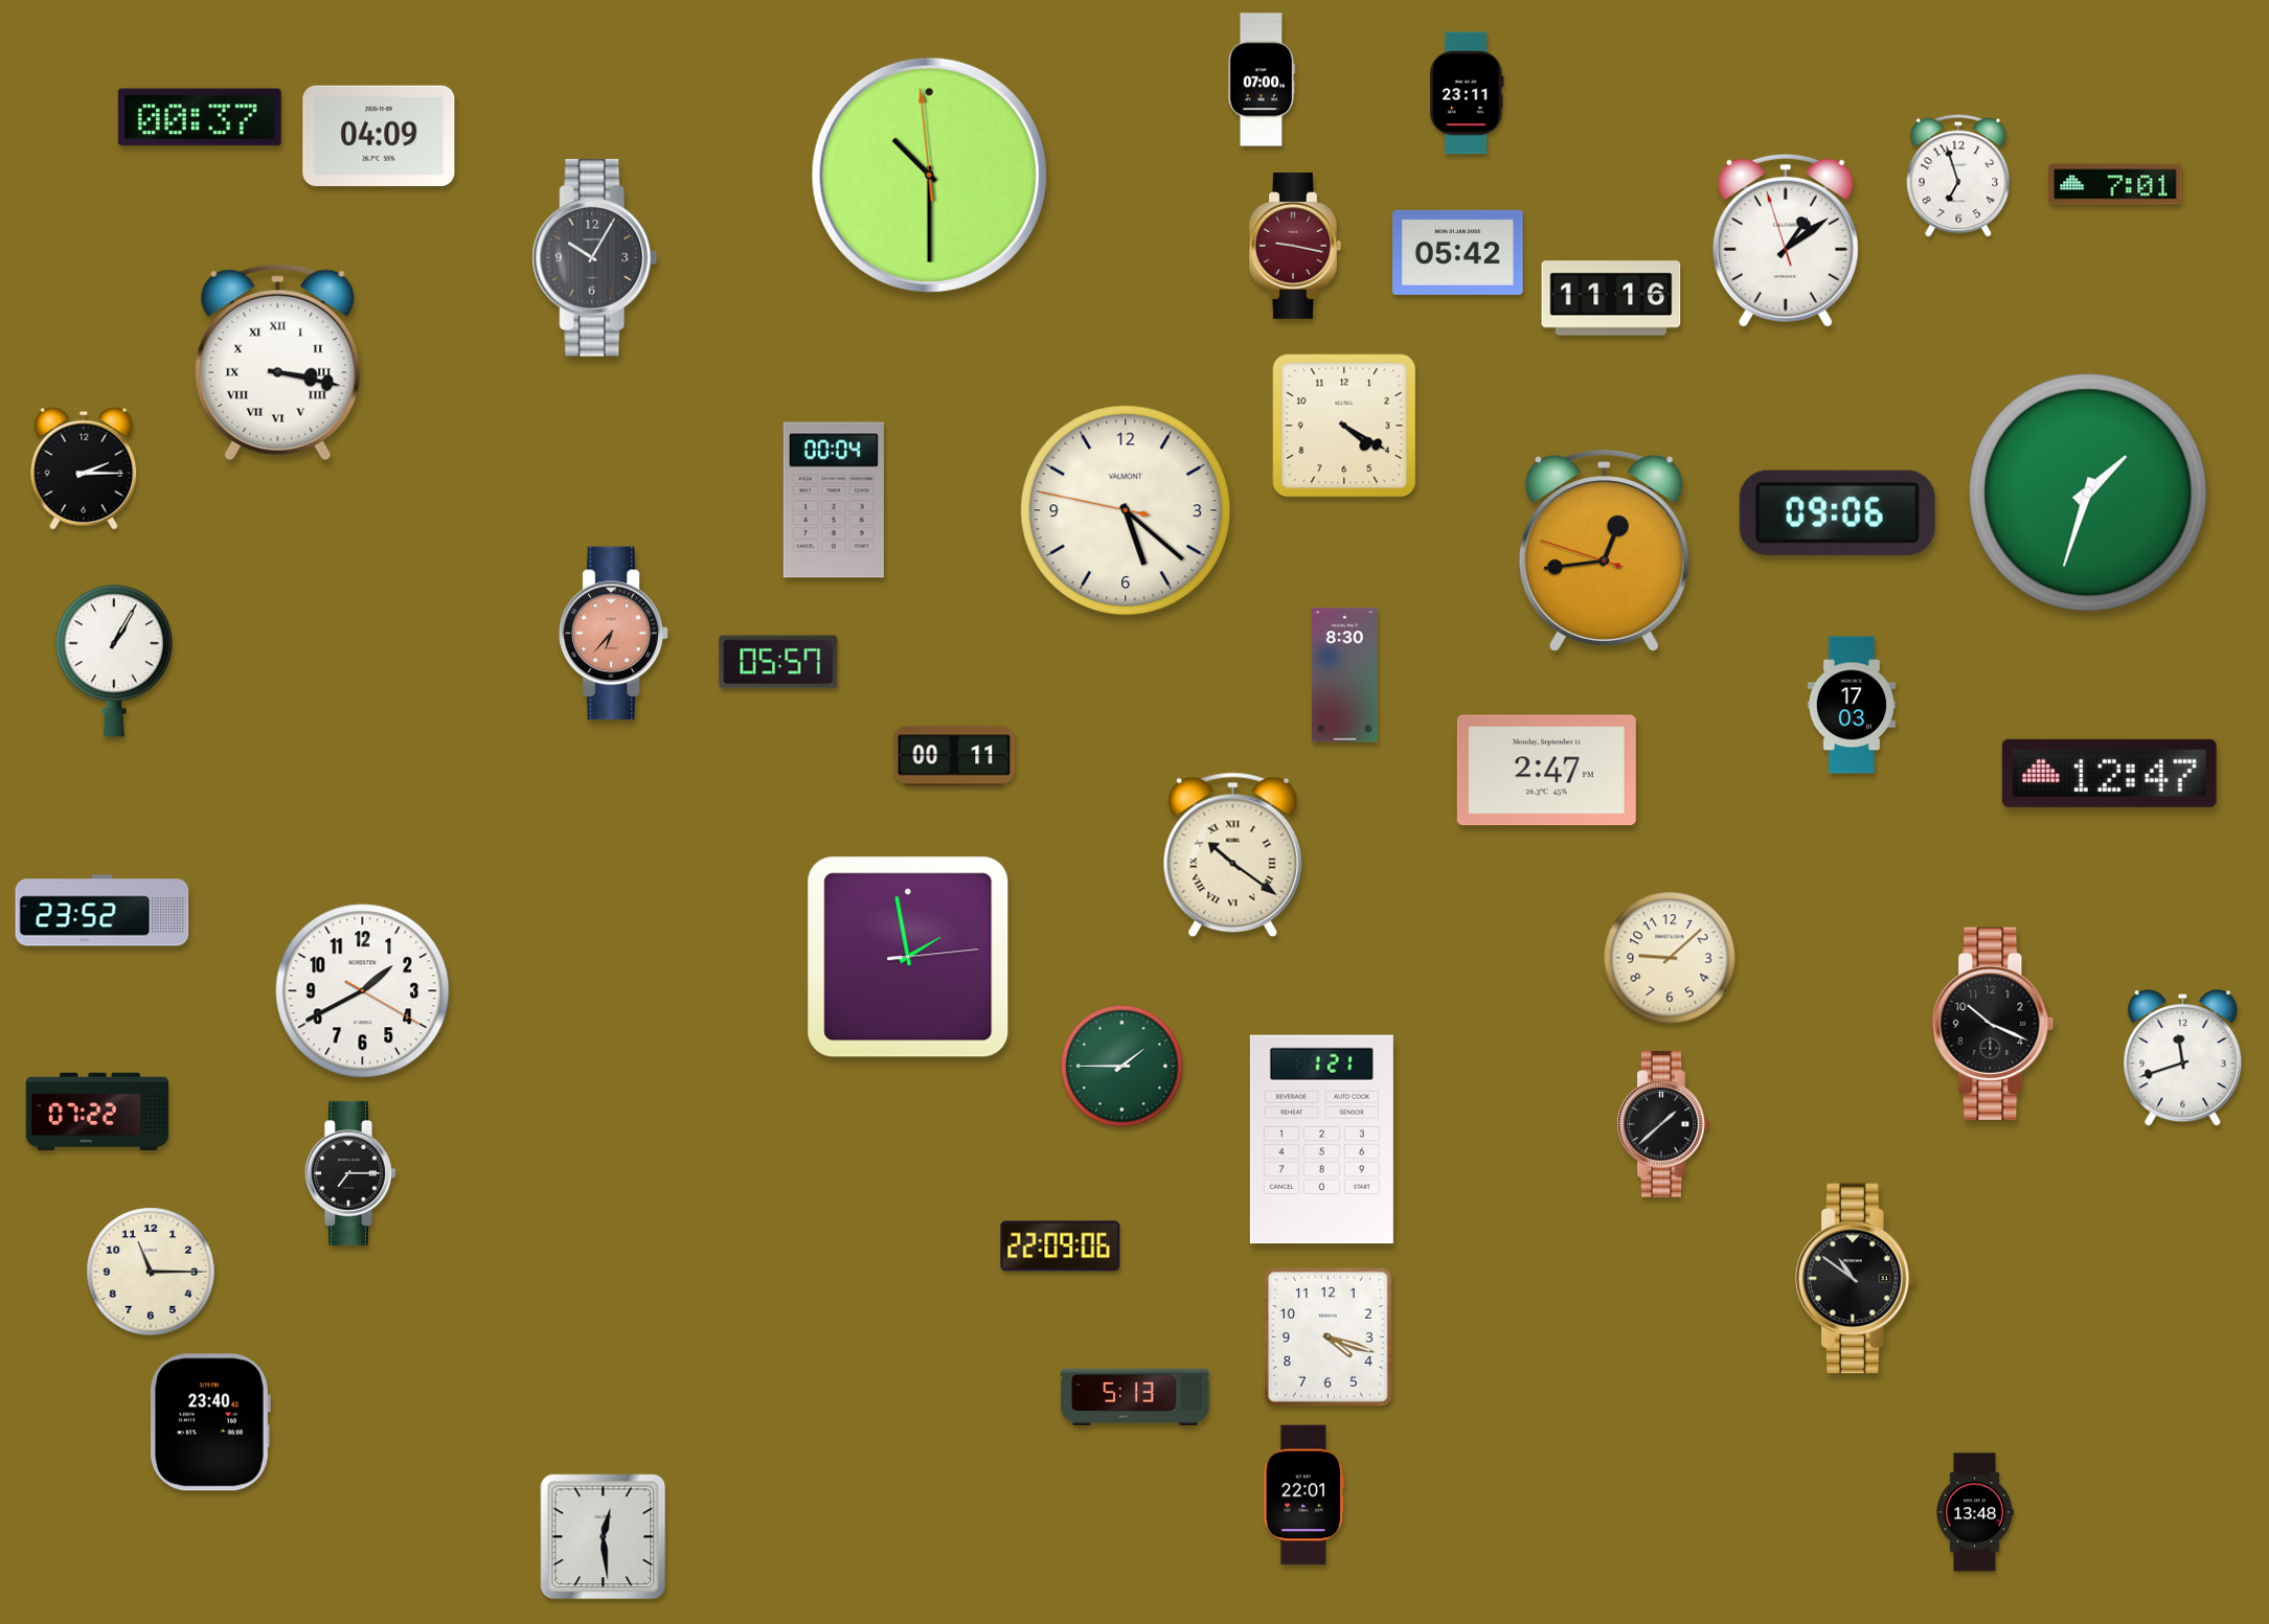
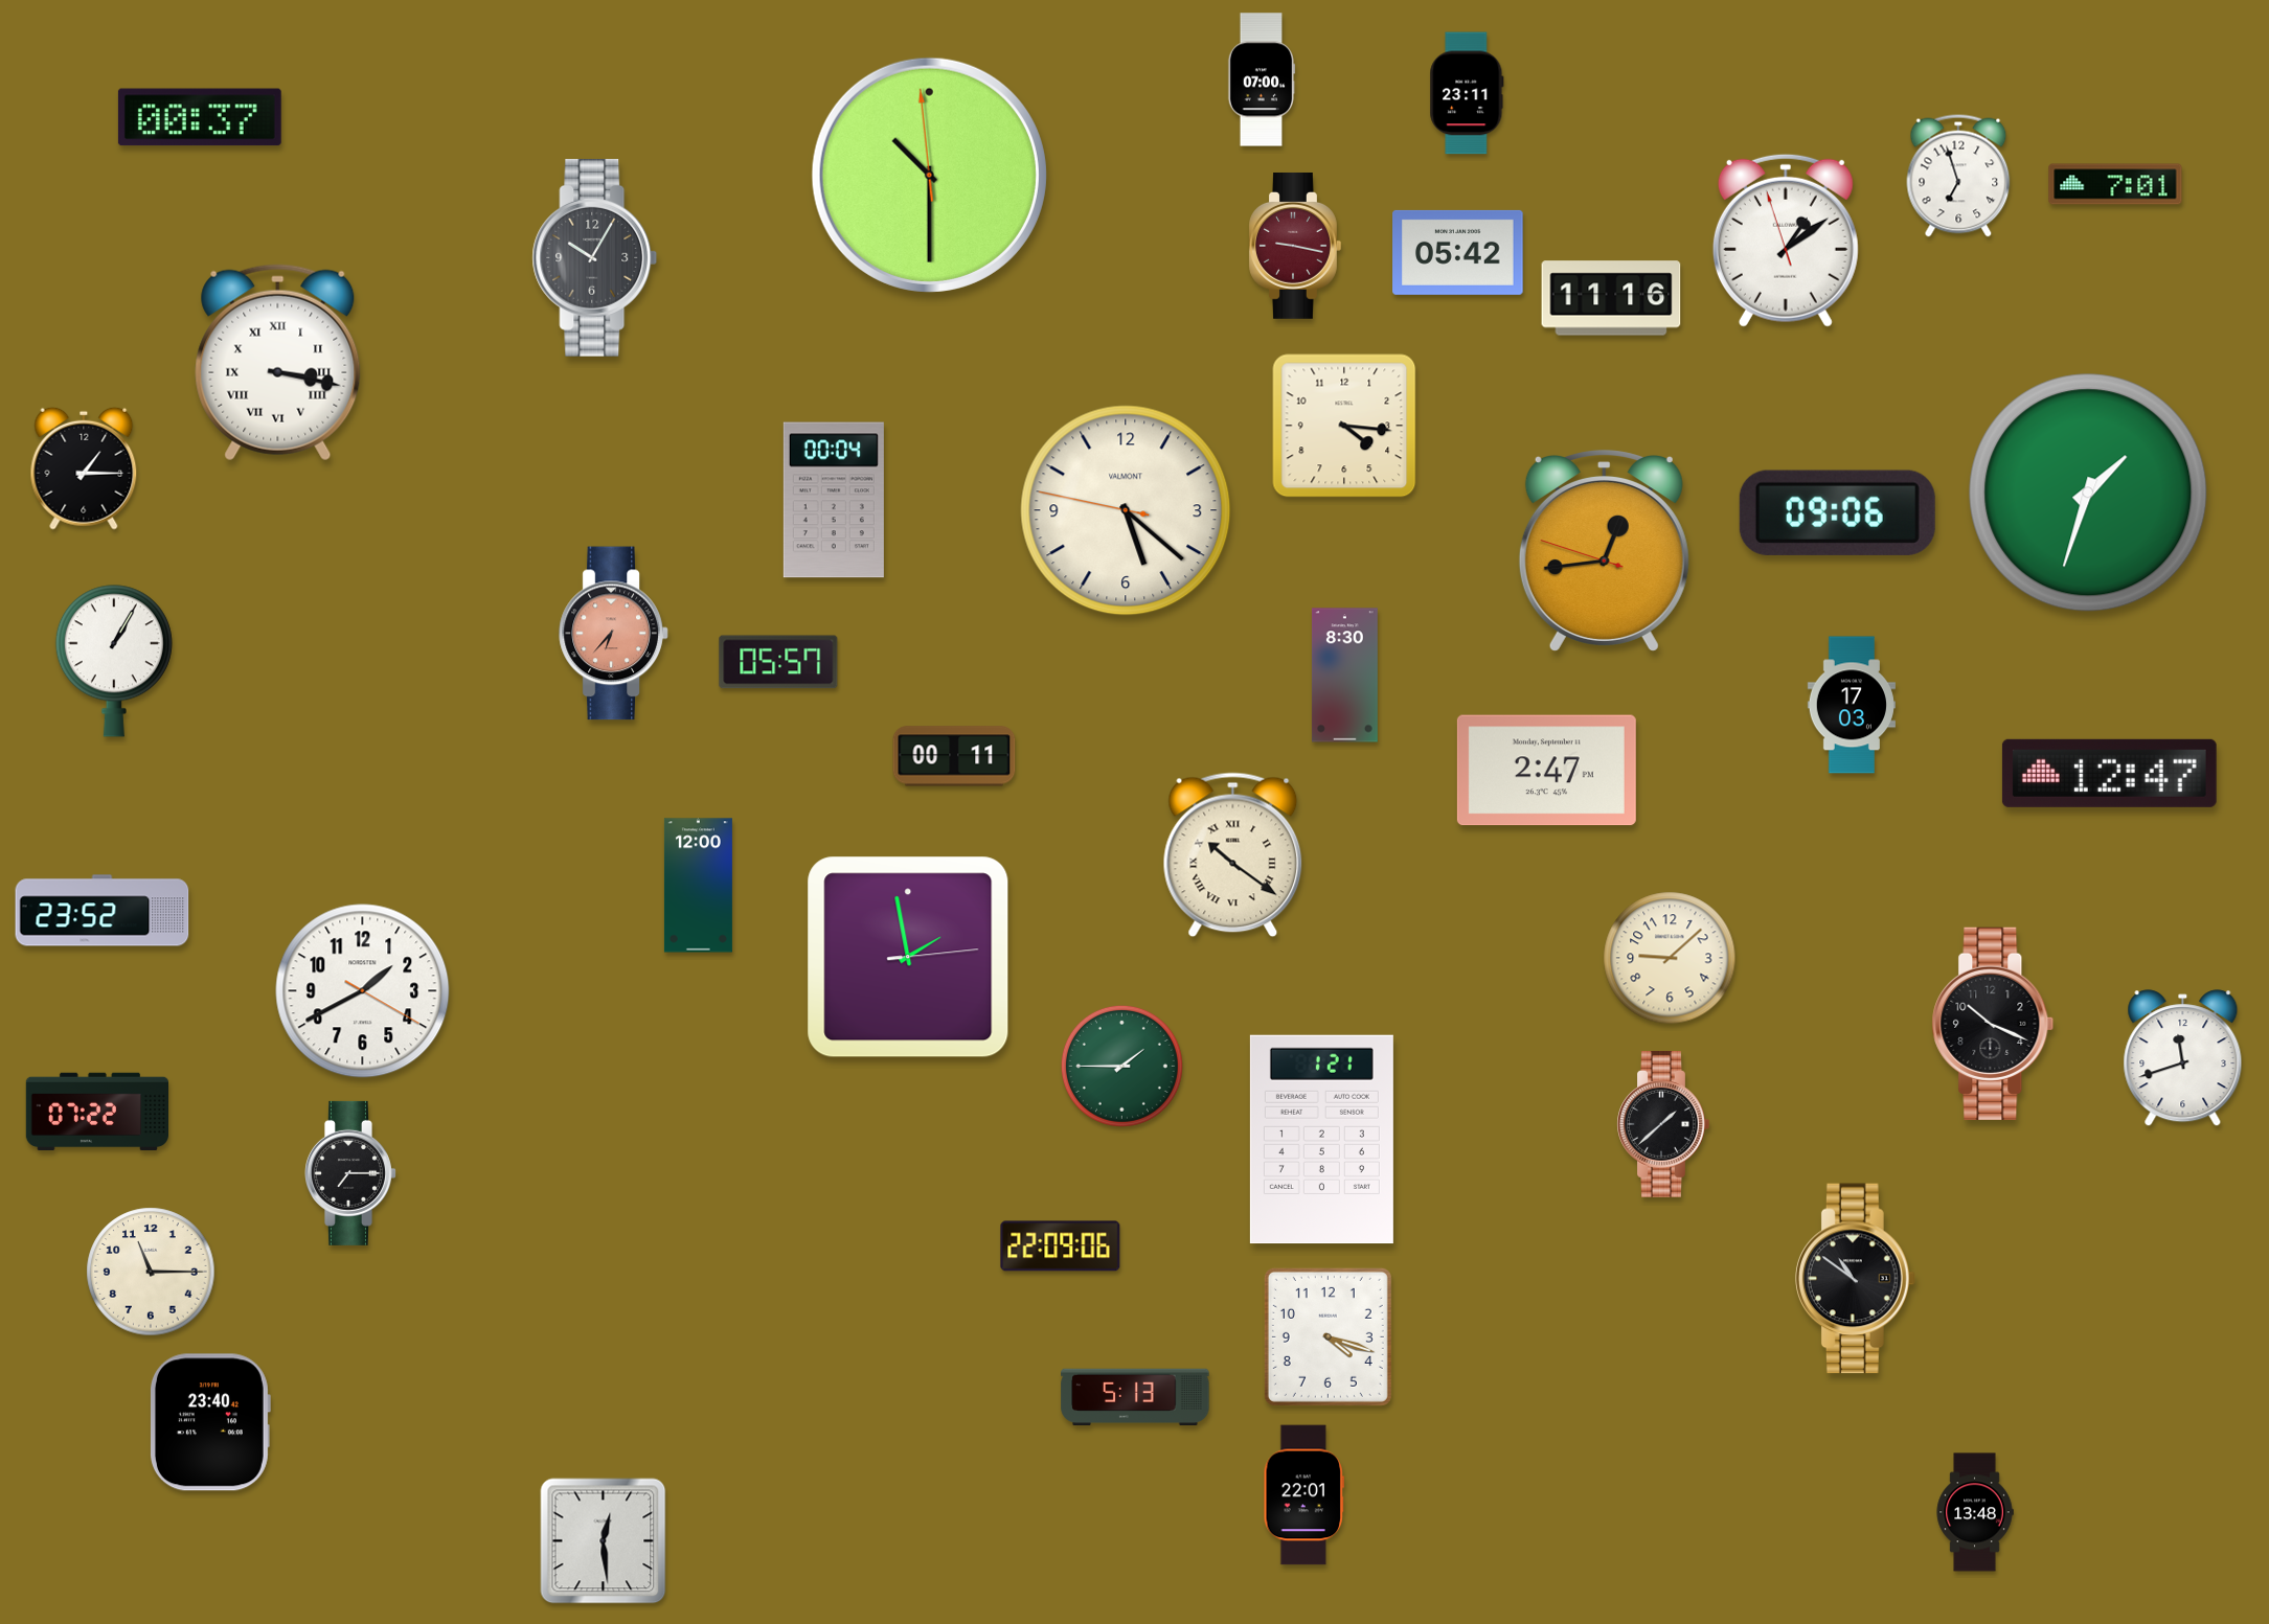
clock at (379, 135): 04:09 -> none
clock at (1344, 426): 4:20 -> 4:16
clock at (84, 468): 2:15 -> 1:15
clock at (698, 886): none -> 12:00
clock at (604, 1537) position: (604, 1537) -> (604, 1541)
